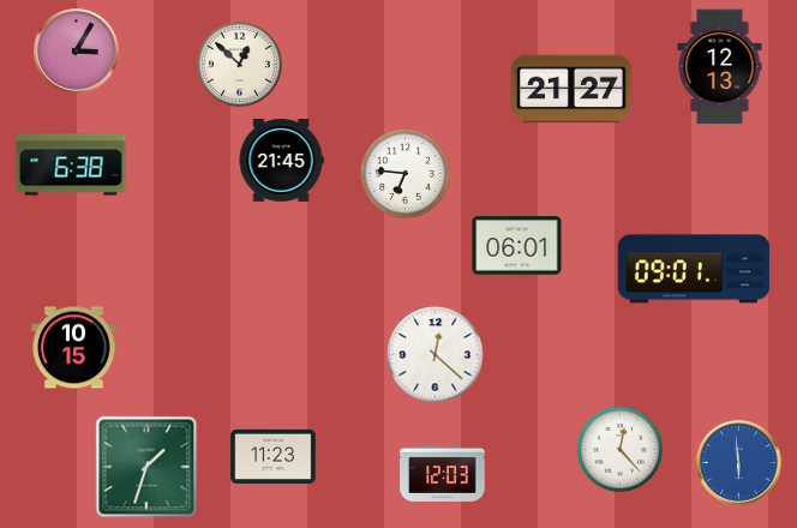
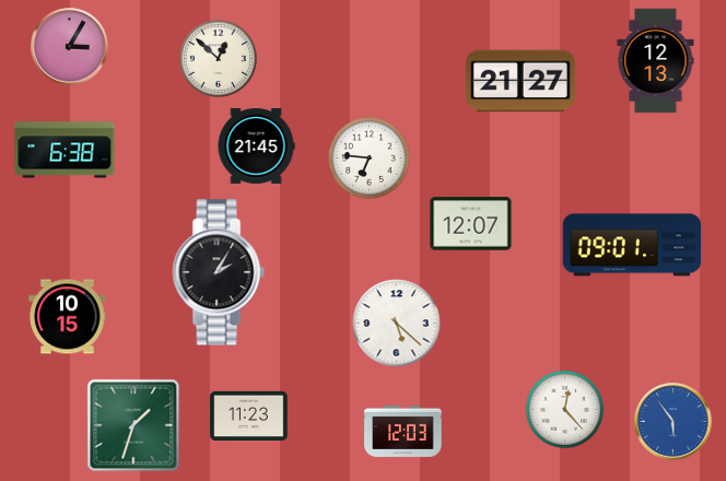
clock at (517, 246): 06:01 -> 12:07
clock at (219, 272): none -> 2:05
clock at (436, 355): 12:22 -> 5:22
clock at (739, 463): 5:59 -> 5:54
